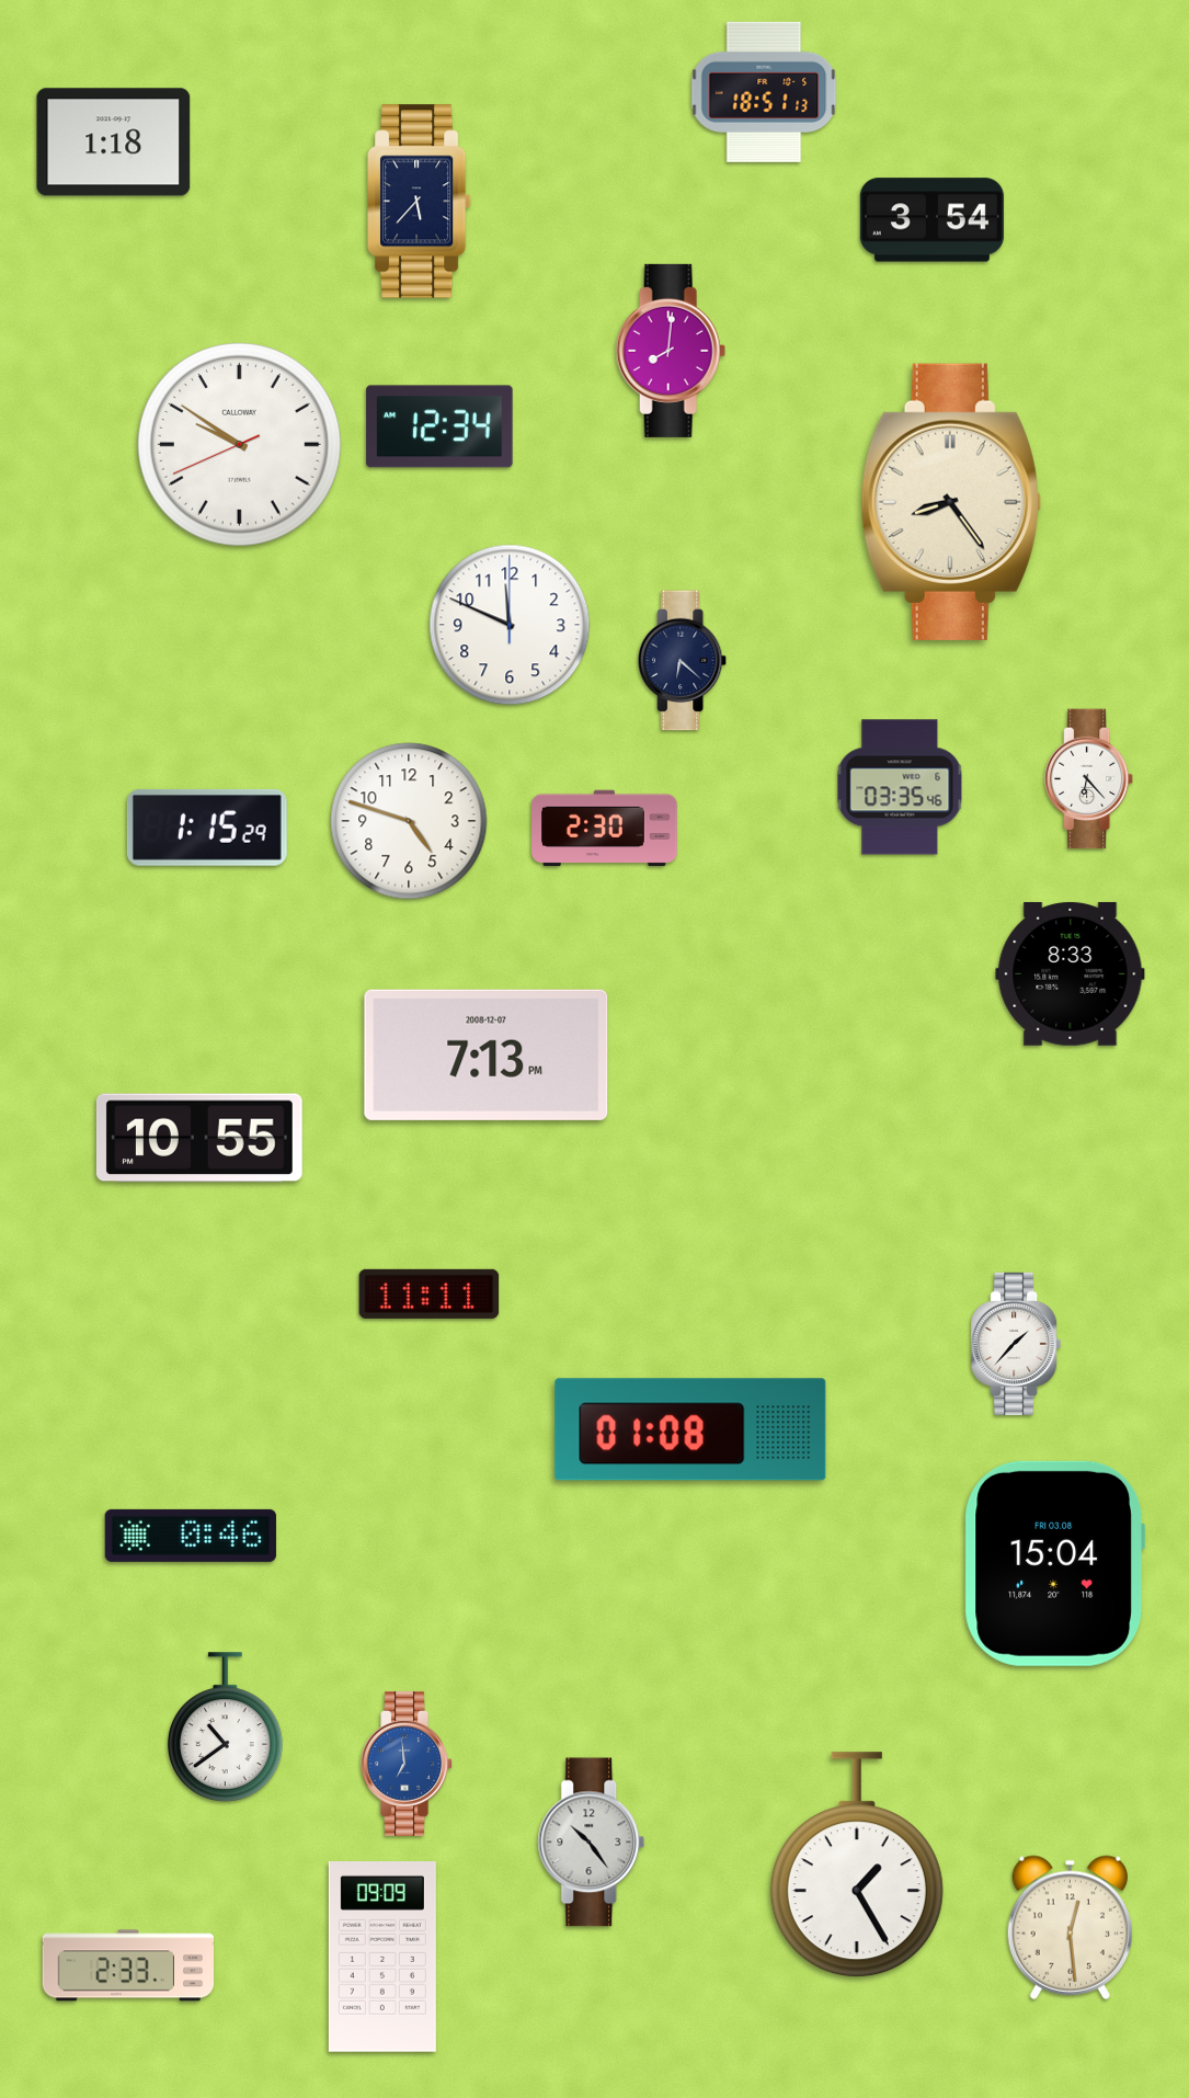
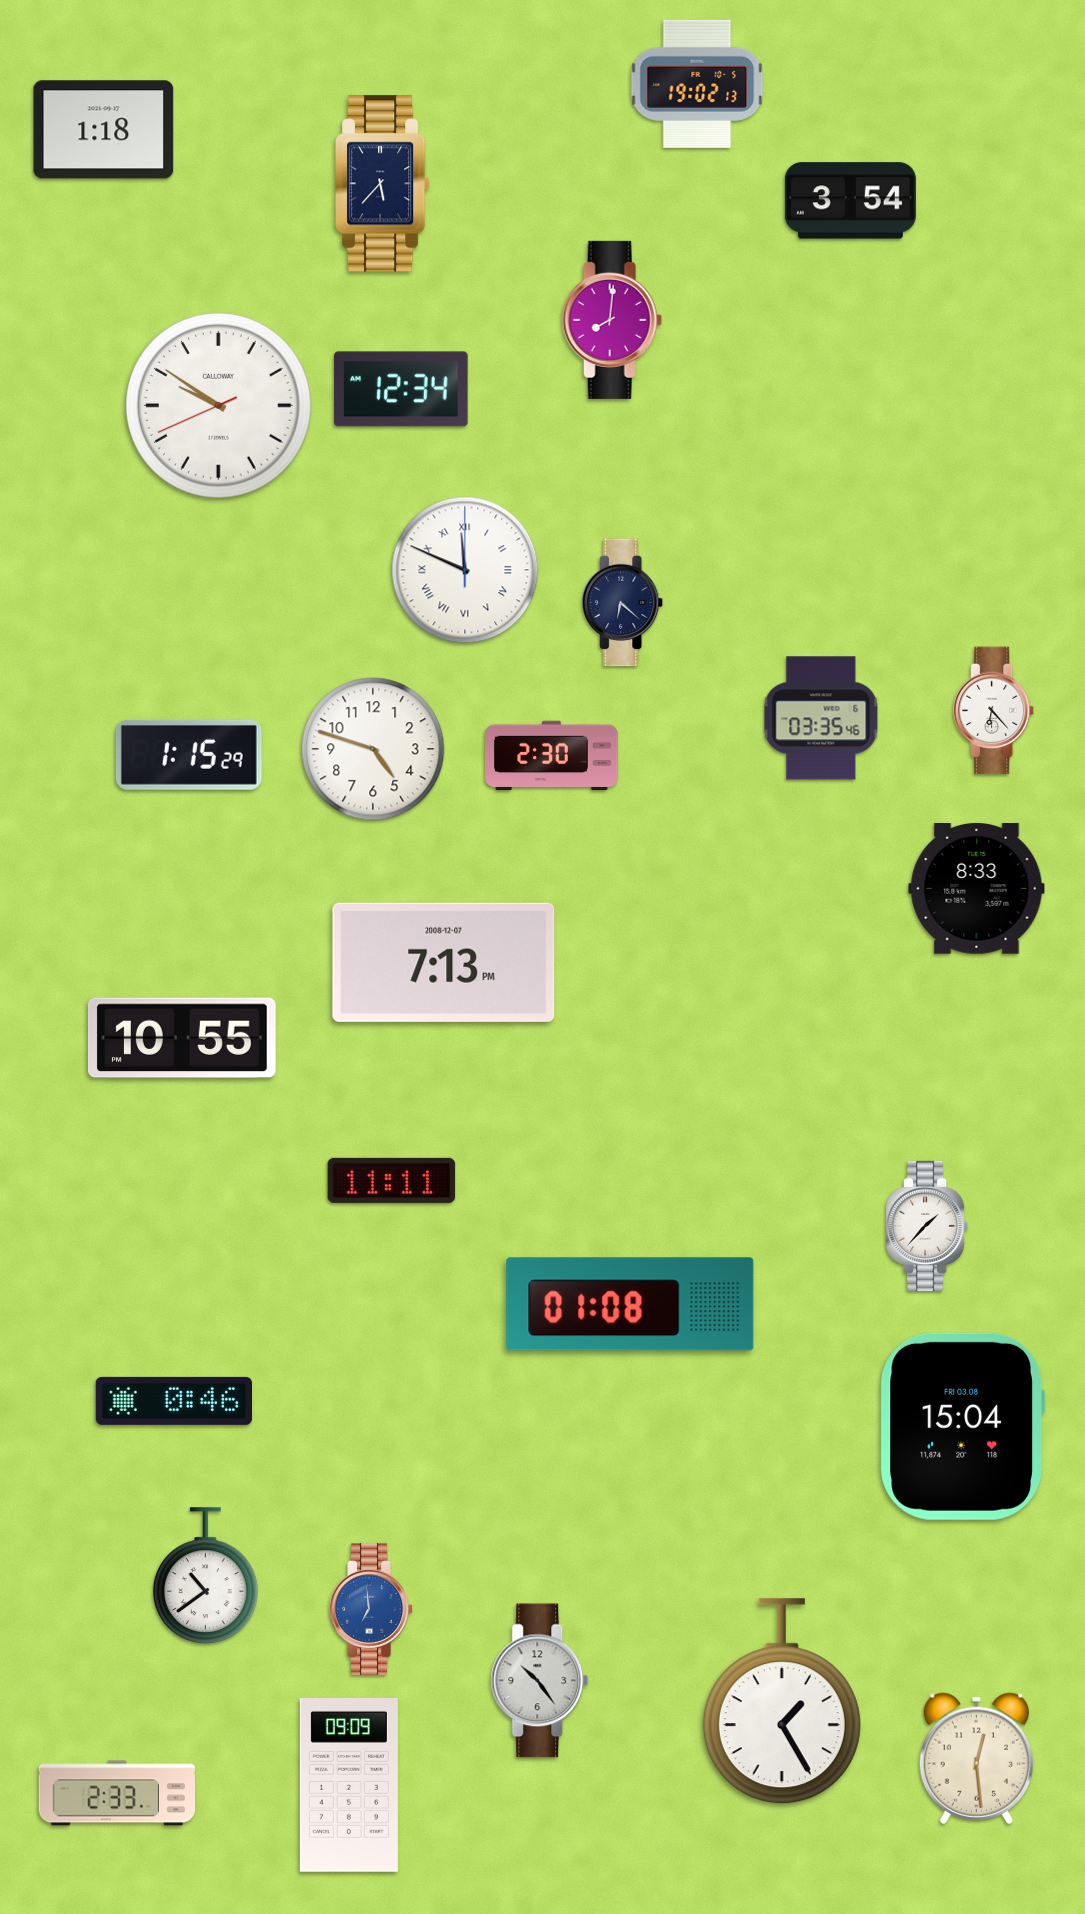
clock at (764, 92): 18:51 -> 19:02
clock at (951, 502): 8:24 -> none
clock at (510, 625) numerals: Arabic -> Roman
